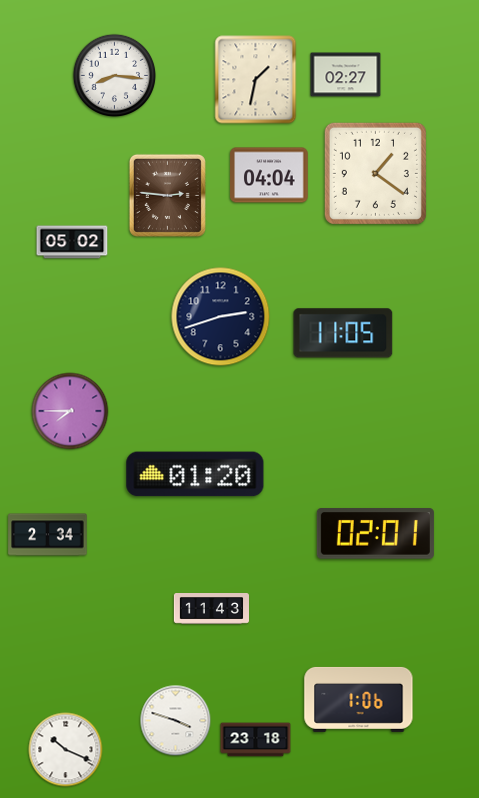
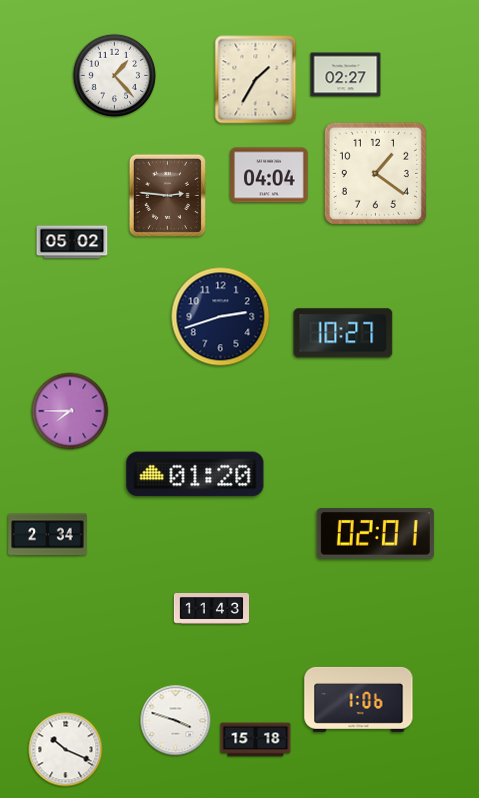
clock at (115, 76): 8:16 -> 1:23
clock at (256, 80): 1:32 -> 1:35
clock at (343, 333): 11:05 -> 10:27
clock at (256, 740): 23:18 -> 15:18
